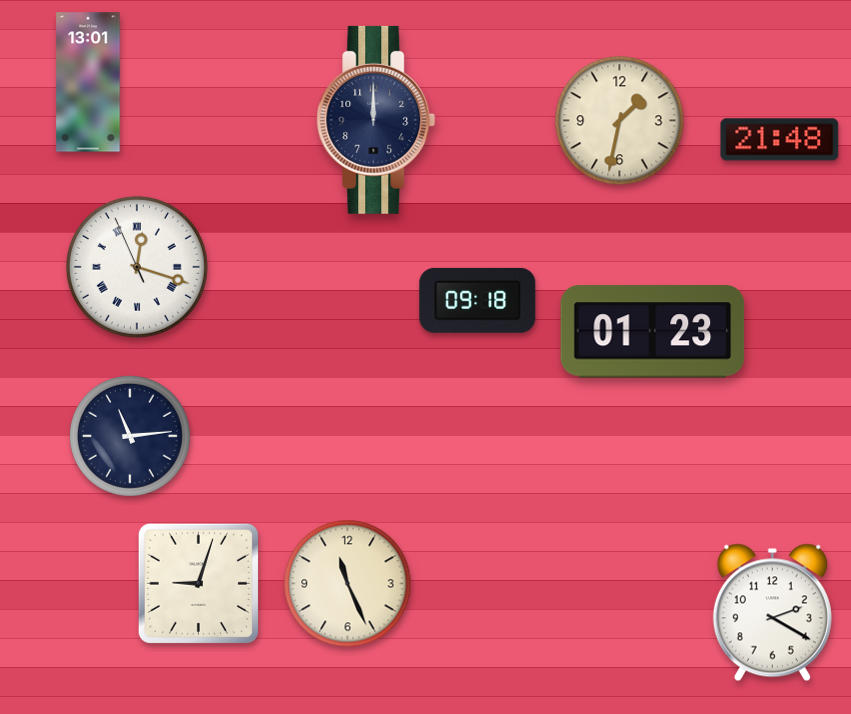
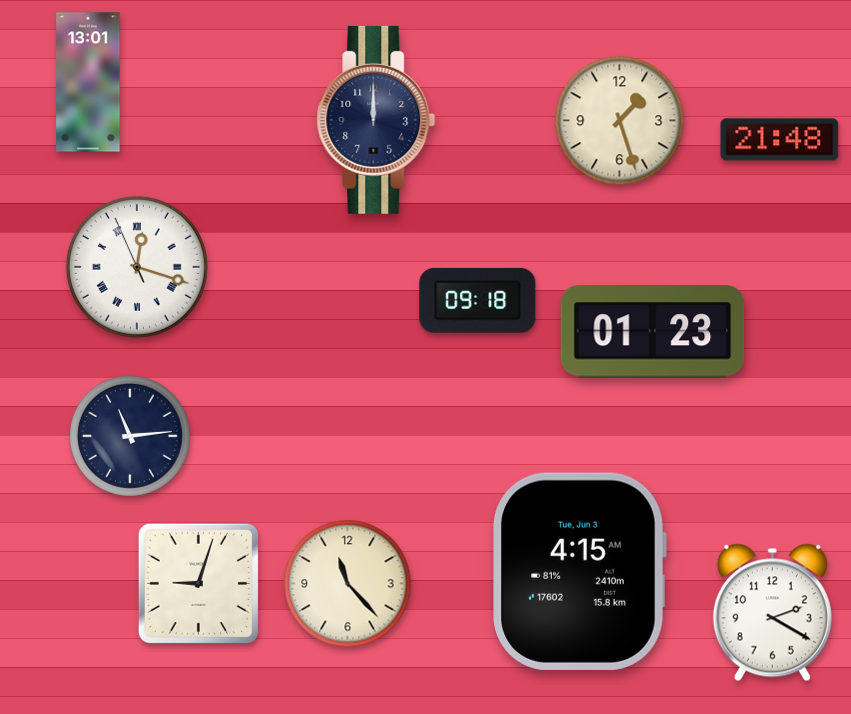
clock at (620, 121): 1:32 -> 1:27
clock at (579, 571): none -> 4:15
clock at (348, 584): 11:26 -> 11:23
